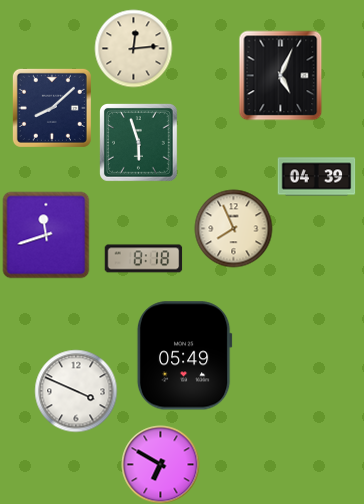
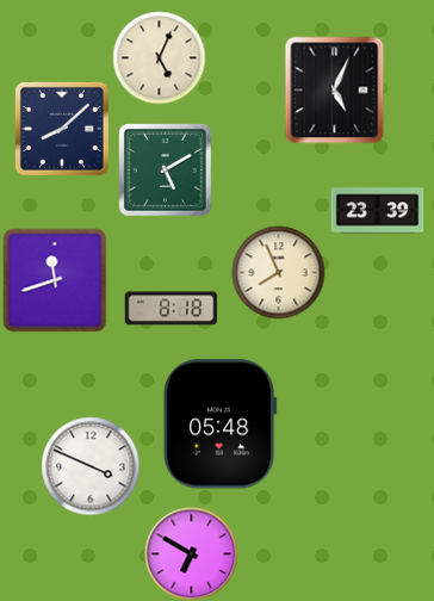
clock at (133, 48): 12:14 -> 5:04
clock at (139, 143): 5:57 -> 5:10
clock at (316, 177): 04:39 -> 23:39
clock at (184, 356): 05:49 -> 05:48
